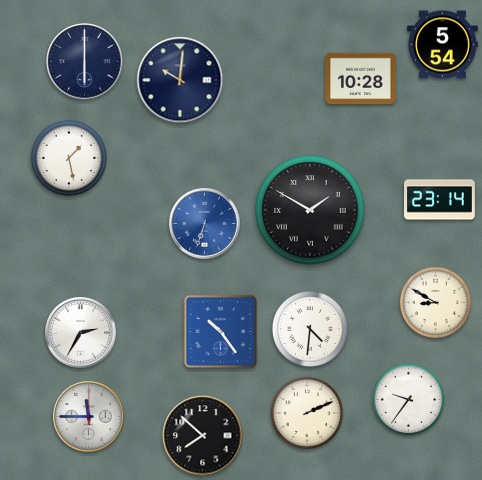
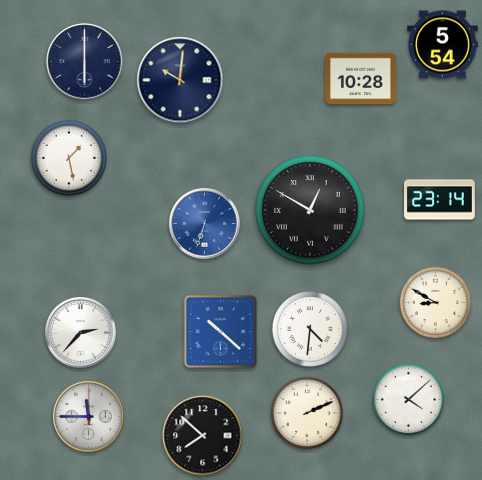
clock at (310, 210): 1:50 -> 12:50
clock at (221, 332): 10:24 -> 10:22
clock at (81, 333): 2:35 -> 2:37
clock at (409, 400): 9:36 -> 4:08
